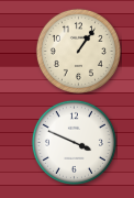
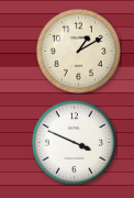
clock at (78, 51): 1:06 -> 1:10
